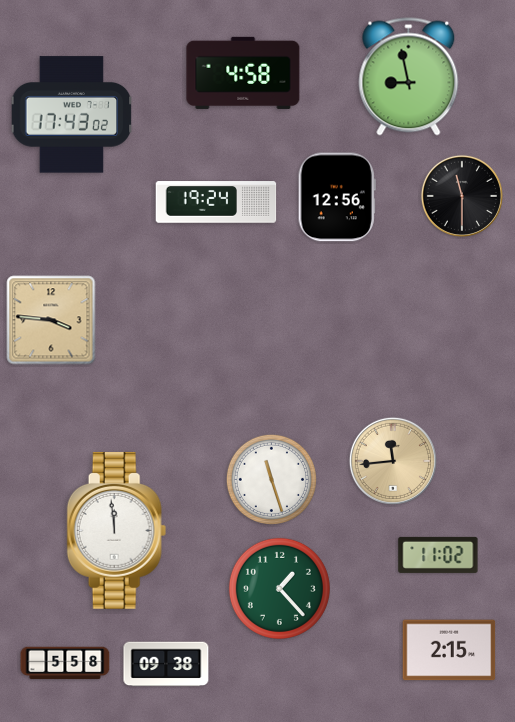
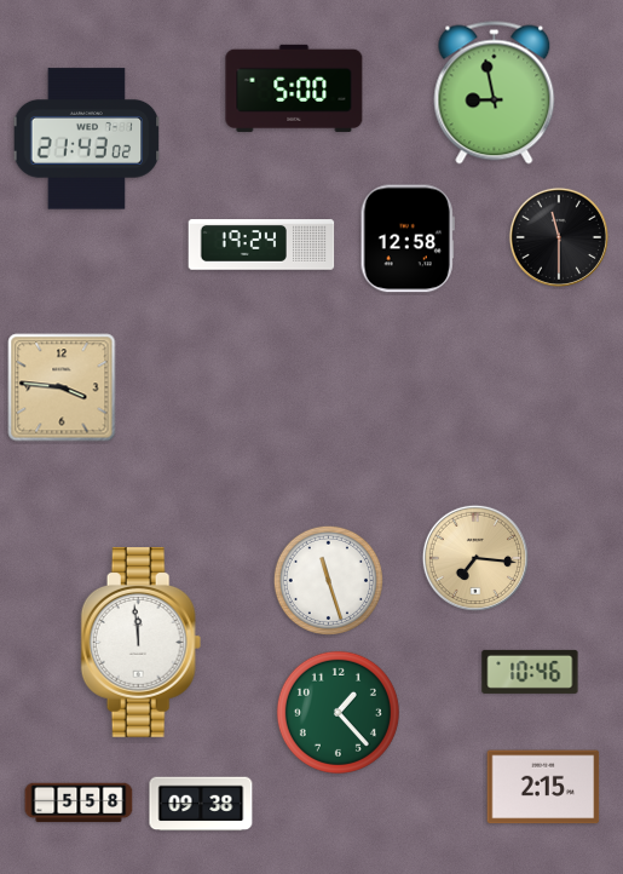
clock at (243, 73): 4:58 -> 5:00
clock at (72, 115): 17:43 -> 21:43
clock at (337, 197): 12:56 -> 12:58
clock at (393, 461): 11:44 -> 7:16
clock at (438, 555): 11:02 -> 10:46
